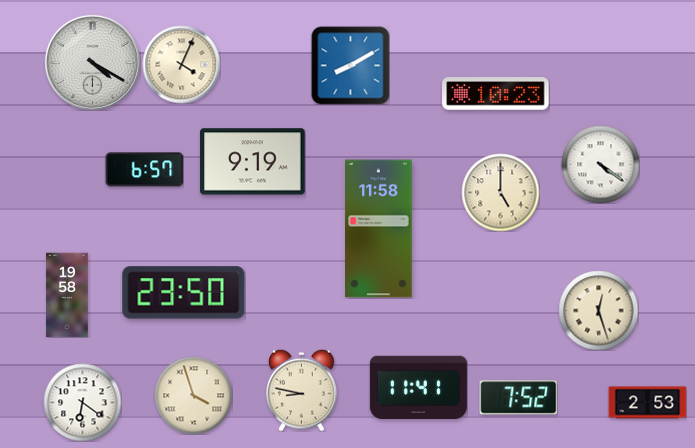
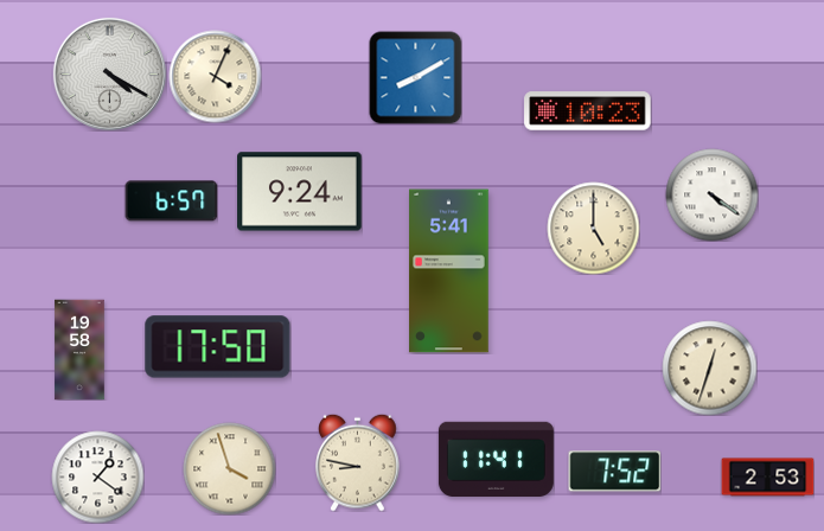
clock at (253, 162): 9:19 -> 9:24
clock at (379, 229): 11:58 -> 5:41
clock at (184, 293): 23:50 -> 17:50
clock at (598, 310): 12:27 -> 12:33
clock at (82, 402): 6:21 -> 1:21
